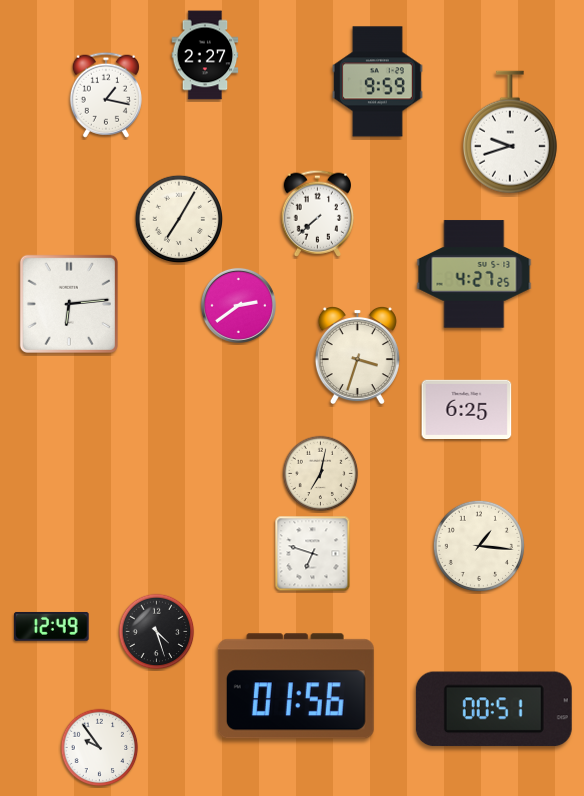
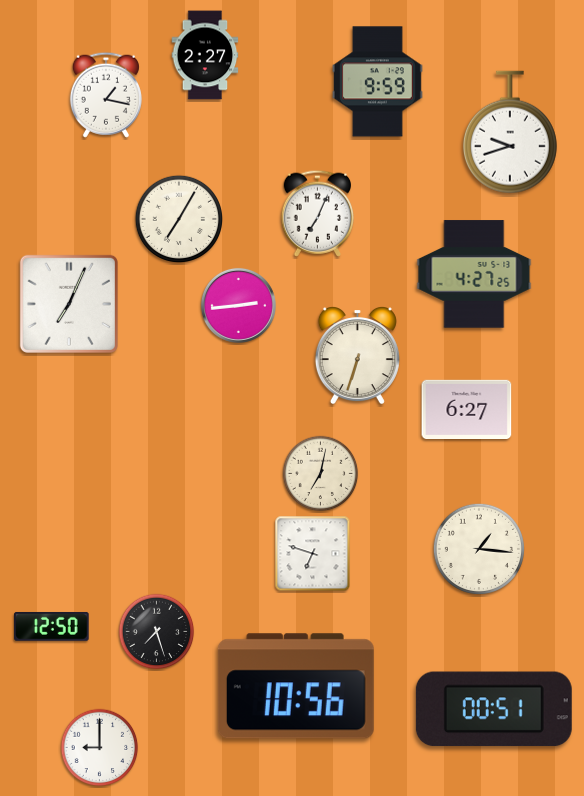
clock at (317, 213): 7:38 -> 7:04
clock at (69, 304): 6:14 -> 7:04
clock at (238, 305): 2:39 -> 2:44
clock at (357, 356): 3:33 -> 6:33
clock at (467, 409): 6:25 -> 6:27
clock at (479, 546) position: (479, 546) -> (479, 549)
clock at (52, 627): 12:49 -> 12:50
clock at (157, 632): 4:27 -> 7:27
clock at (296, 686): 01:56 -> 10:56
clock at (100, 748): 9:54 -> 9:00
